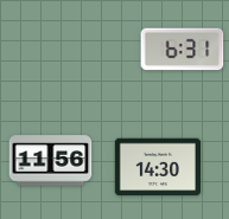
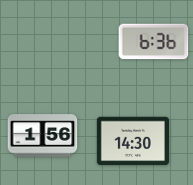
clock at (183, 50): 6:31 -> 6:36
clock at (51, 161): 11:56 -> 1:56
